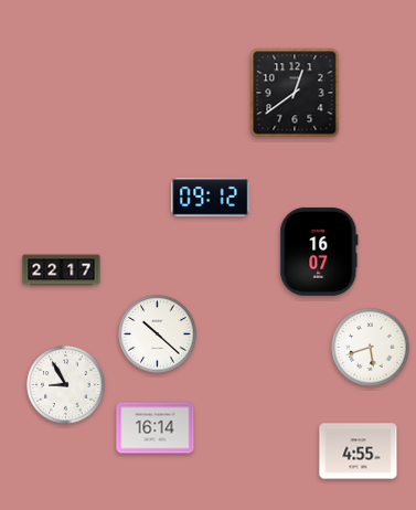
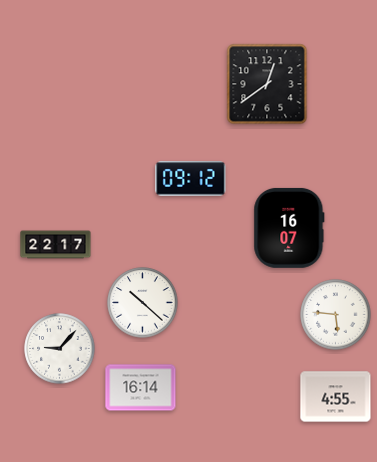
clock at (371, 348): 5:42 -> 5:46
clock at (66, 385): 8:55 -> 9:07
clock at (359, 451) position: (359, 451) -> (336, 397)
